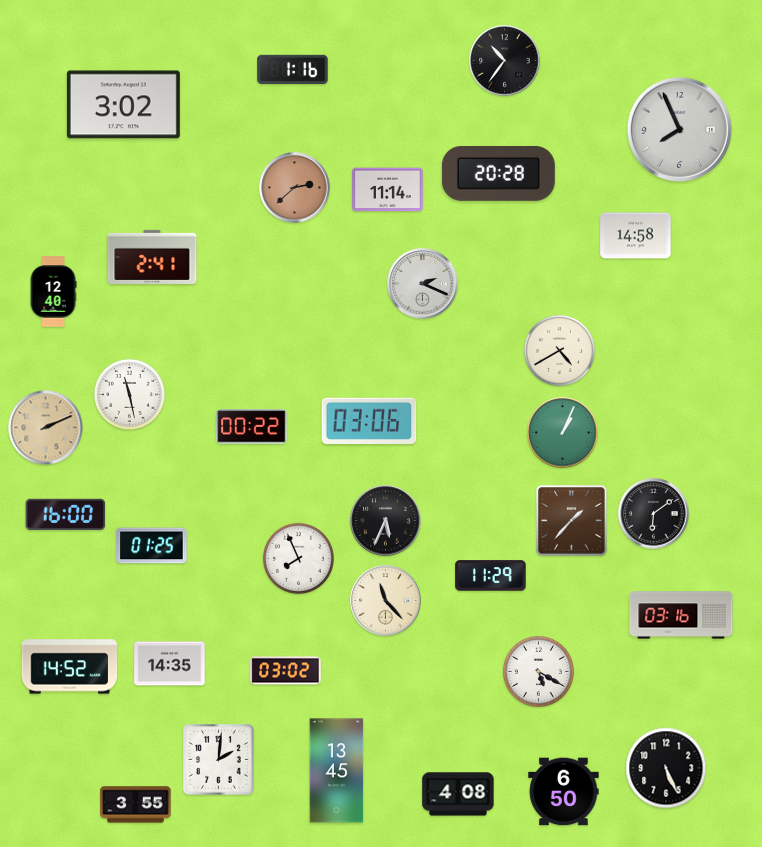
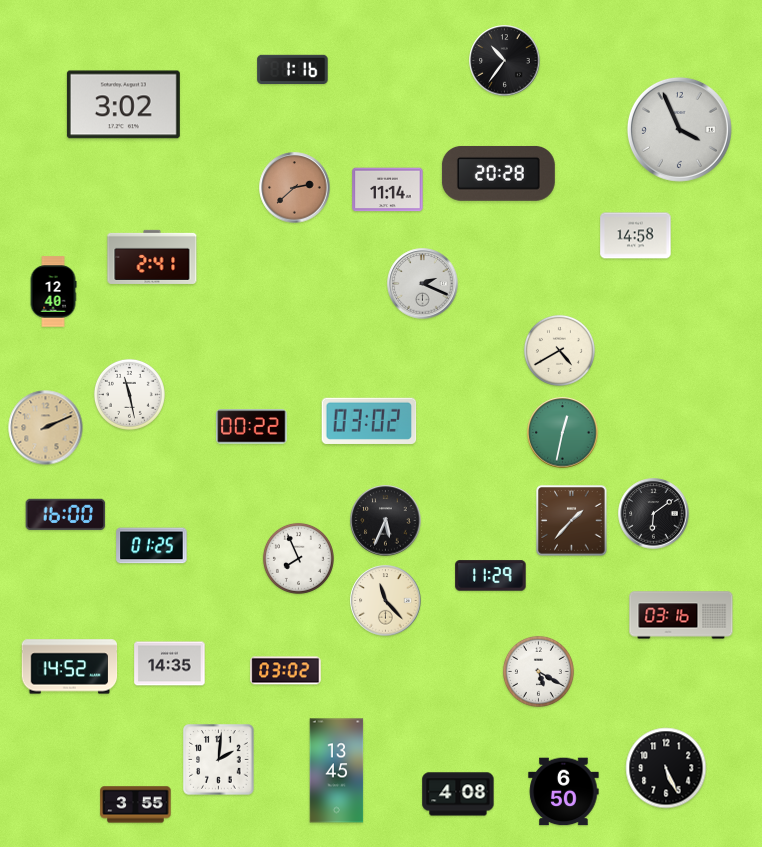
clock at (679, 129): 7:56 -> 3:56
clock at (369, 420): 03:06 -> 03:02
clock at (563, 433): 1:04 -> 12:32
